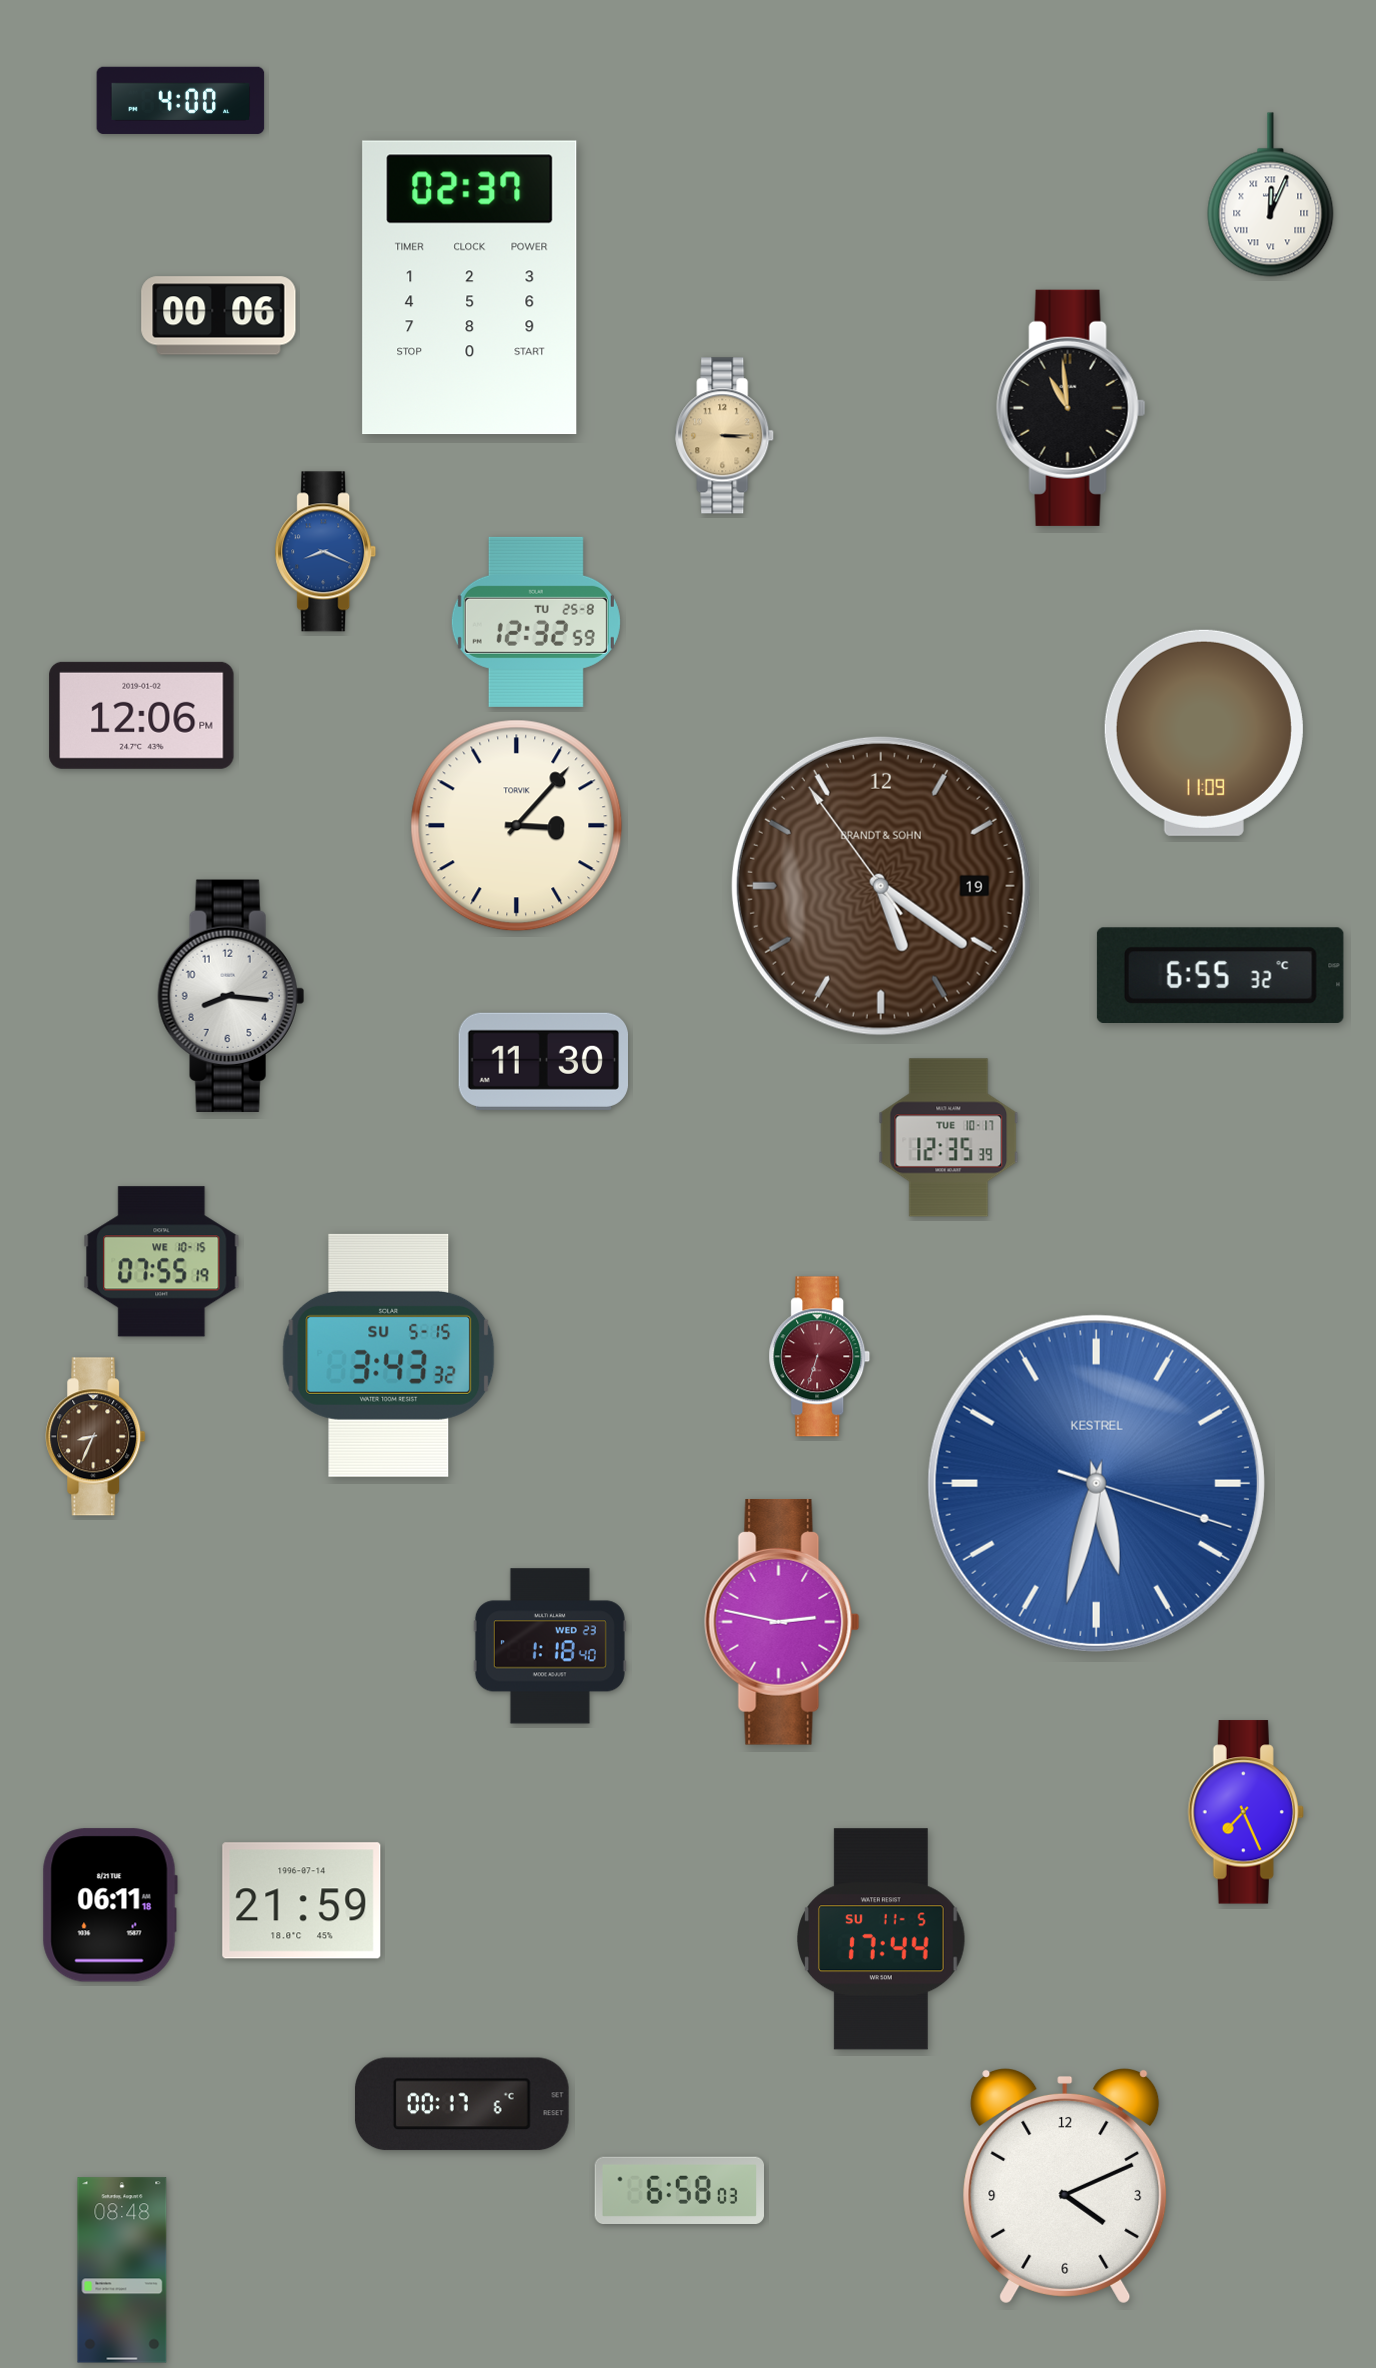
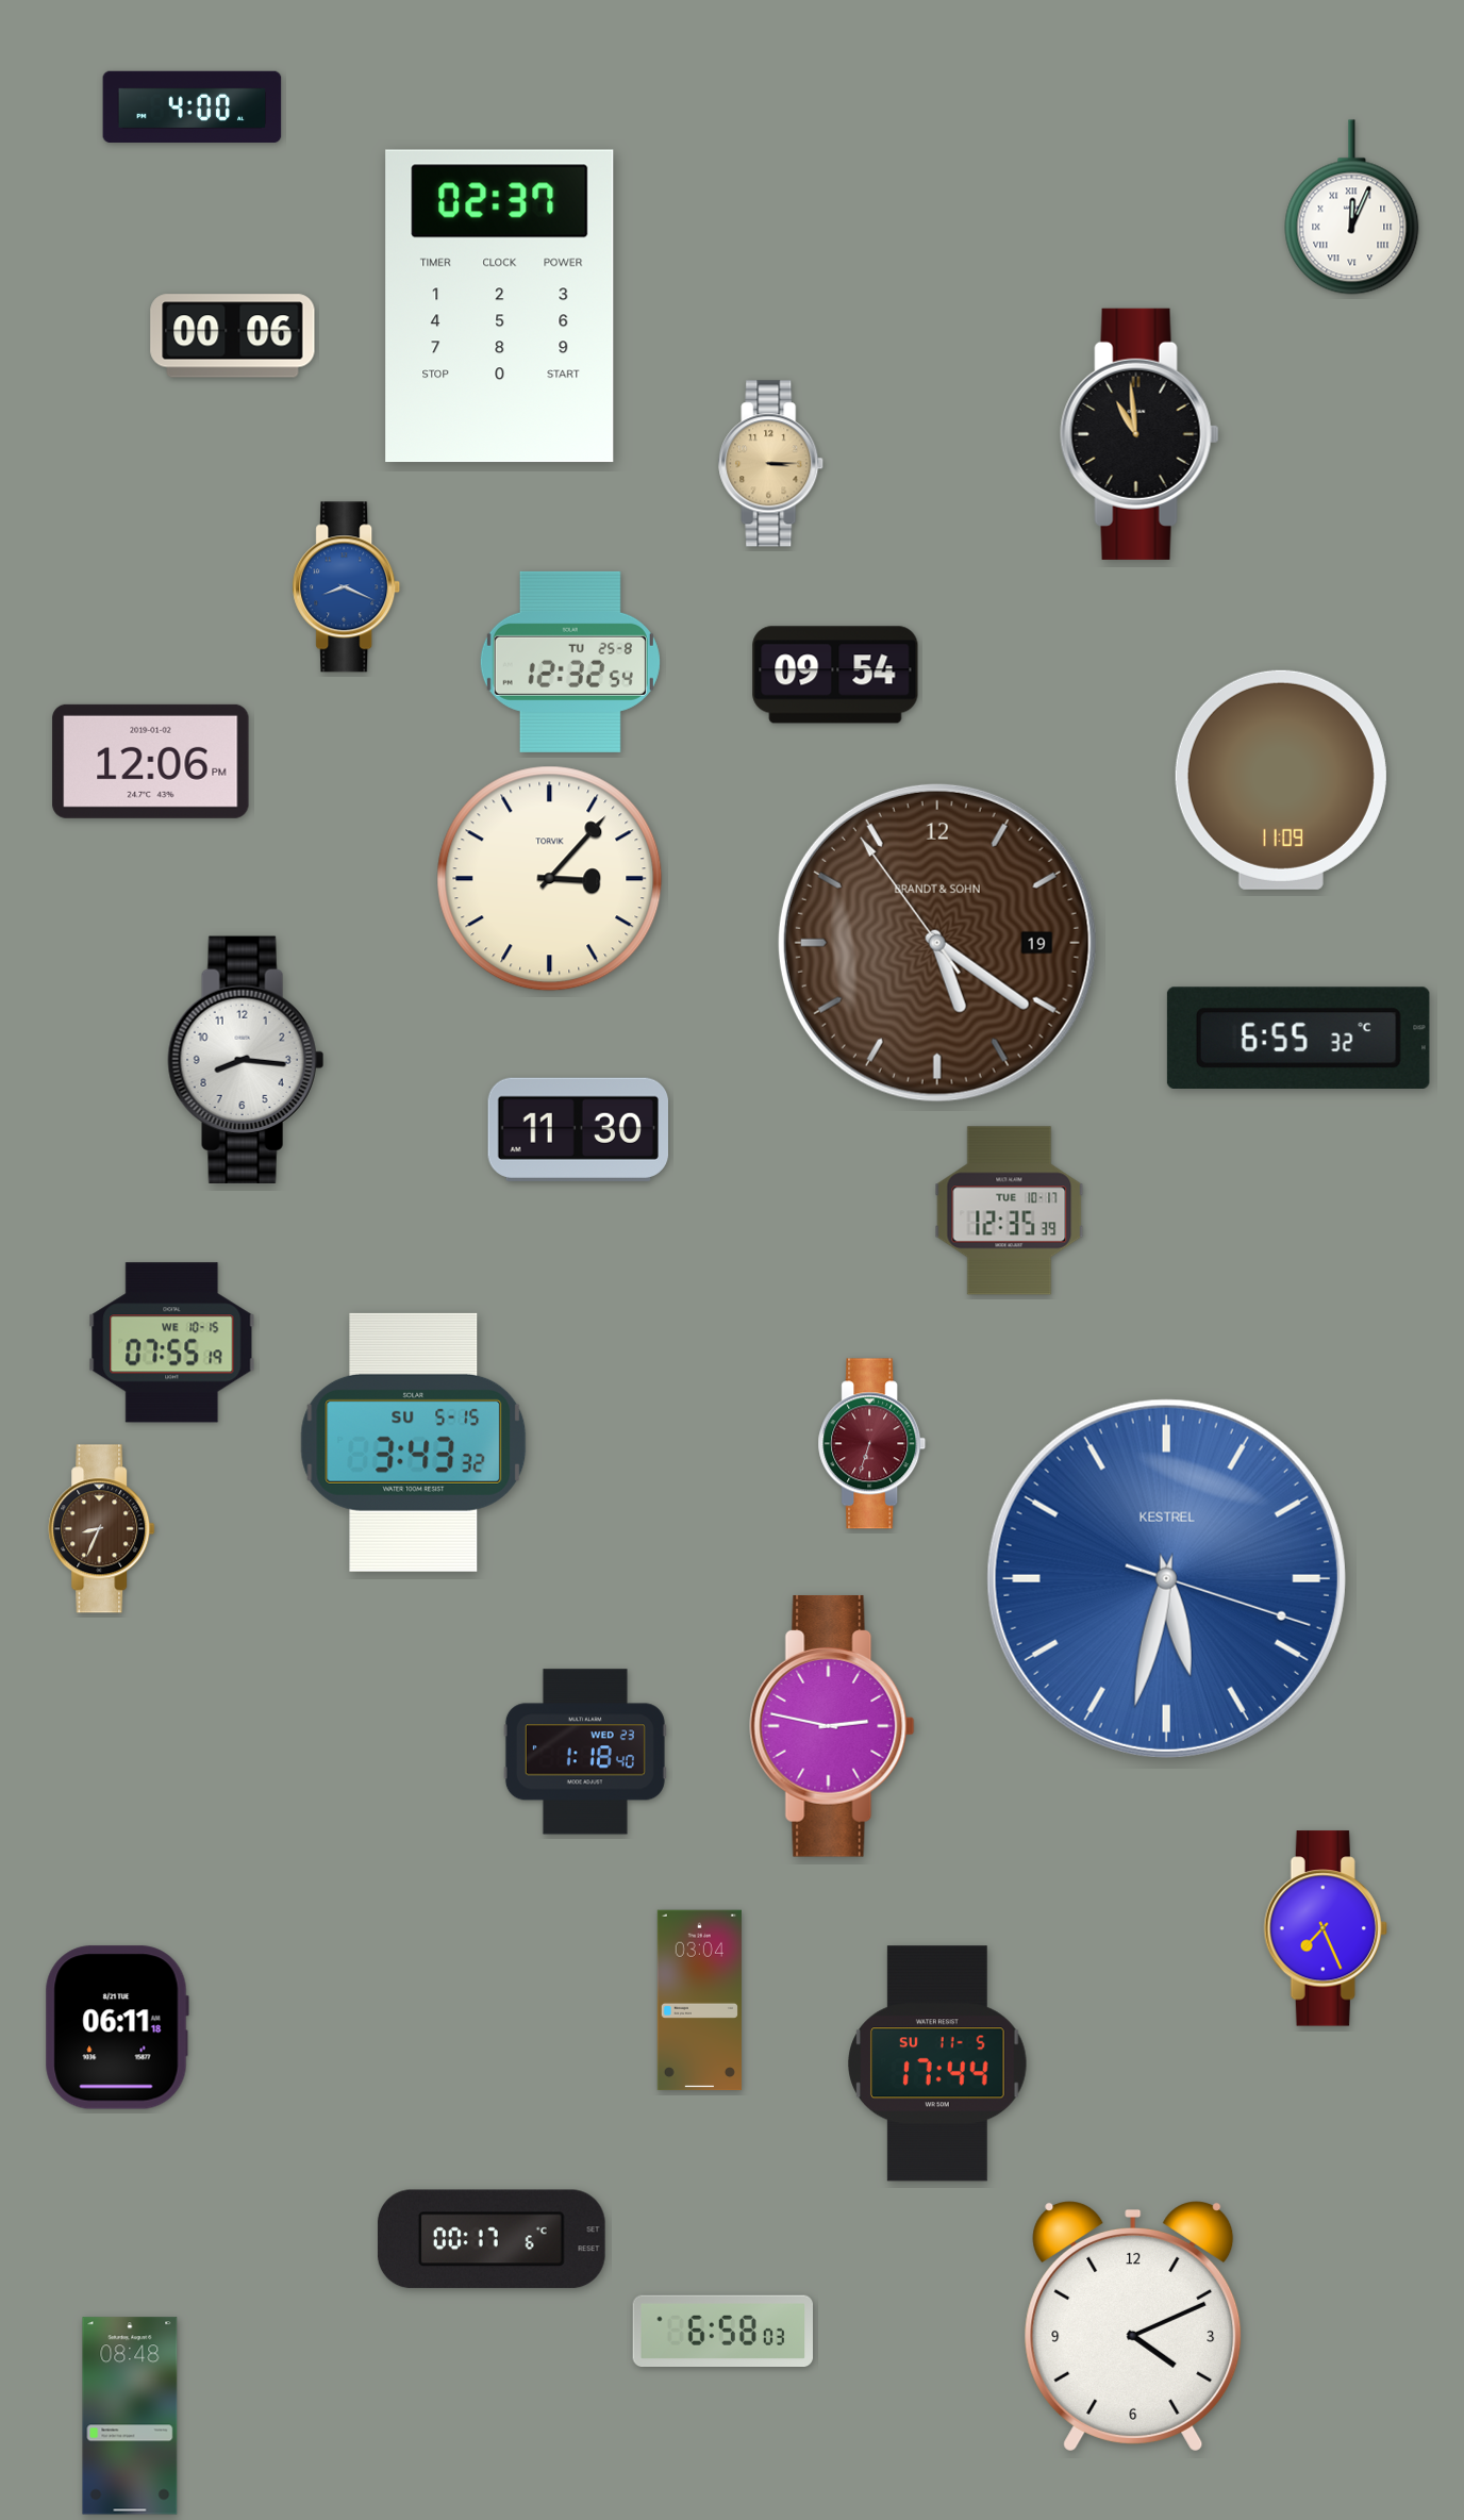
clock at (536, 622): 12:32:59 -> 12:32:54
clock at (835, 675): none -> 09:54
clock at (699, 2001): none -> 03:04
clock at (302, 1901): 21:59 -> none
